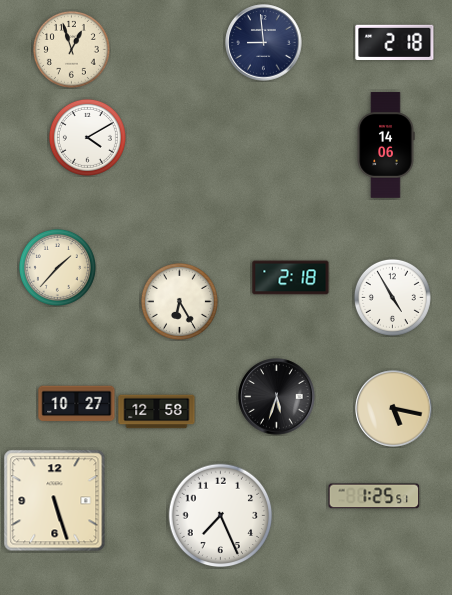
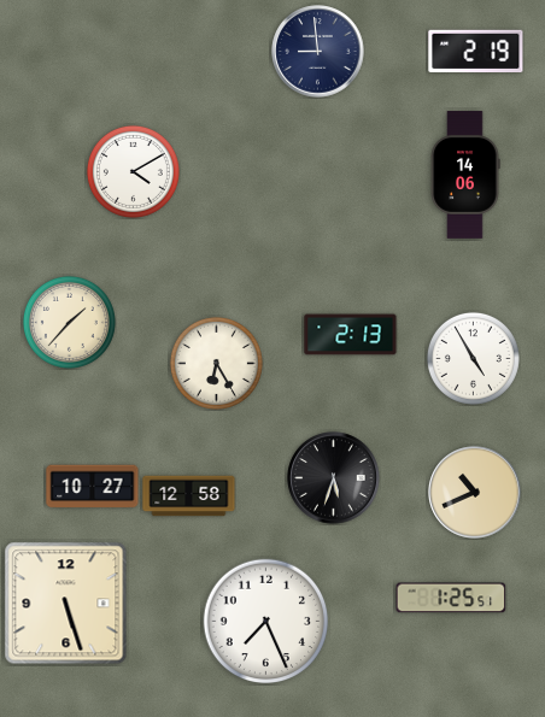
clock at (395, 42): 2:18 -> 2:19
clock at (71, 49): 12:57 -> none
clock at (87, 137) position: (87, 137) -> (133, 171)
clock at (291, 278): 2:18 -> 2:13
clock at (394, 409): 5:17 -> 10:41
